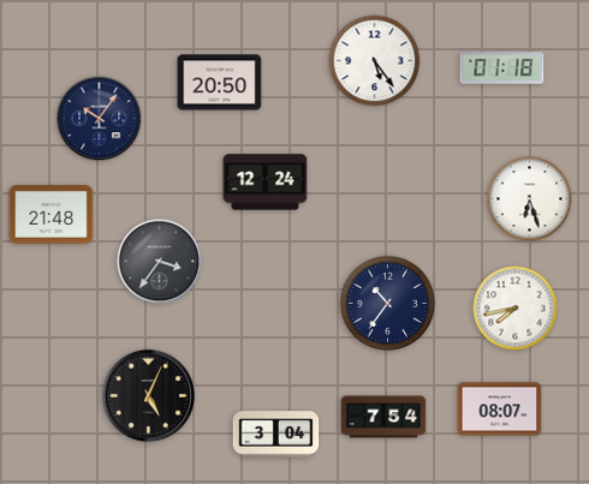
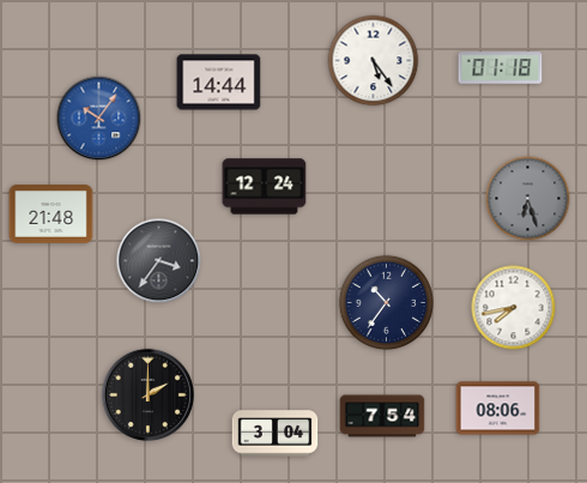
clock at (220, 83): 20:50 -> 14:44
clock at (100, 119) dial: navy -> blue
clock at (266, 183) position: (266, 183) -> (265, 187)
clock at (530, 199) dial: white -> grey
clock at (148, 395): 5:04 -> 2:00
clock at (500, 410): 08:07 -> 08:06
